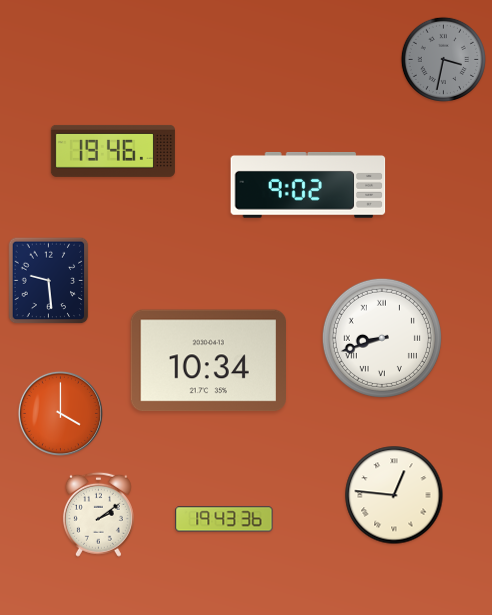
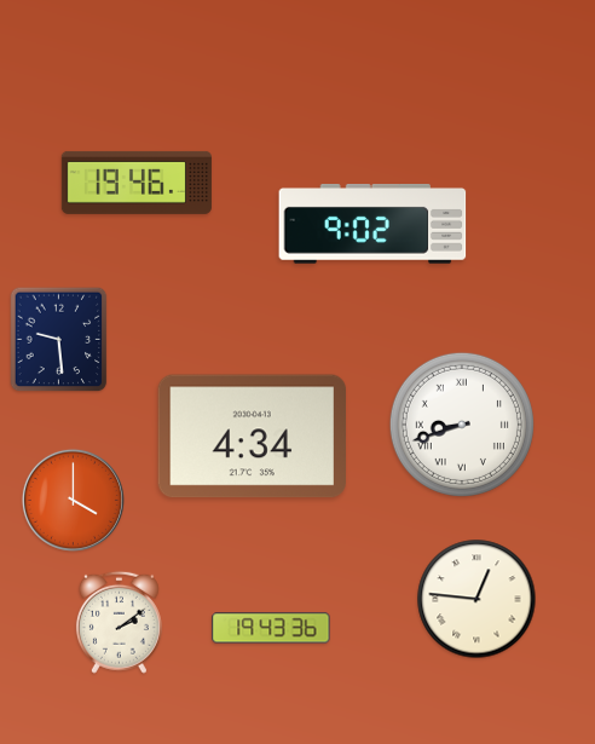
clock at (443, 59): 3:32 -> none
clock at (382, 338) position: (382, 338) -> (462, 425)
clock at (208, 361): 10:34 -> 4:34
